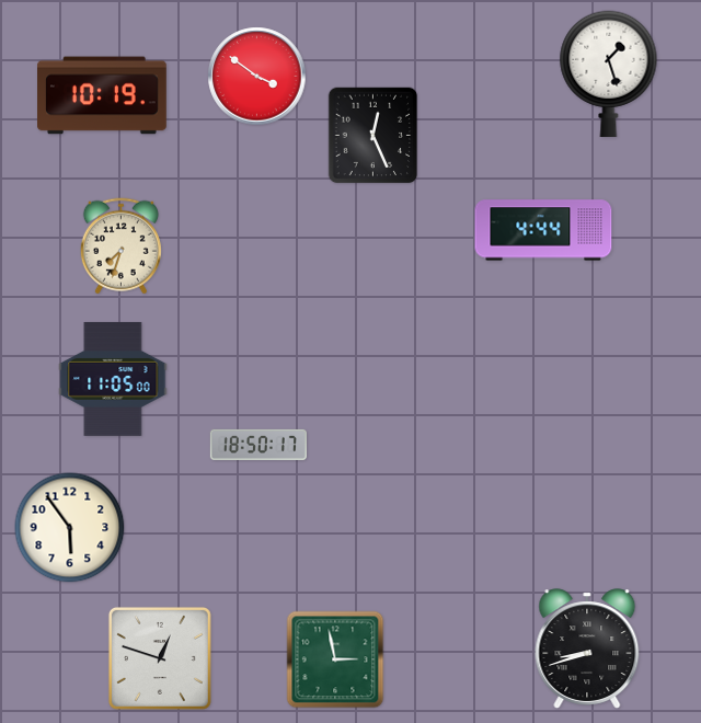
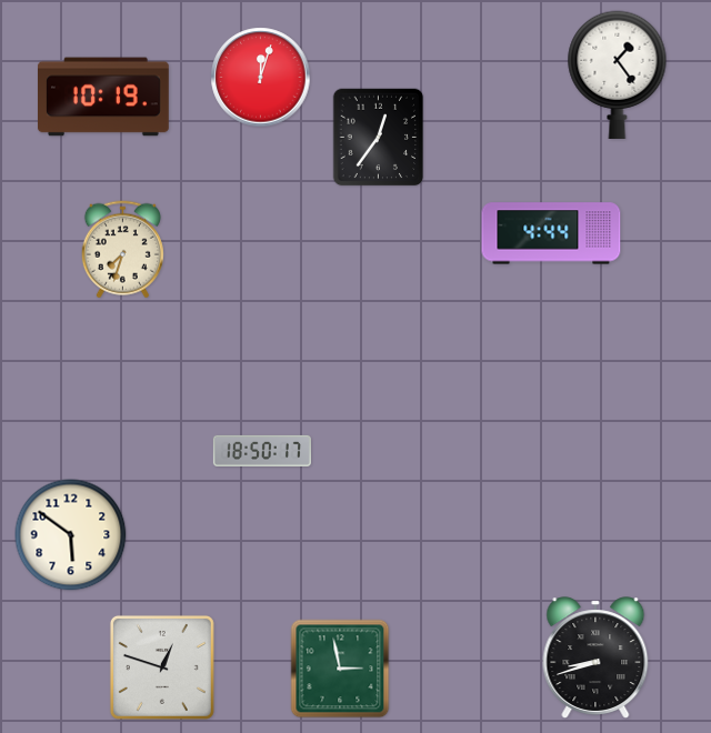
clock at (609, 73): 1:27 -> 1:24
clock at (257, 77): 3:51 -> 12:03
clock at (374, 136): 12:26 -> 12:36
clock at (113, 379): 11:05 -> none
clock at (70, 528): 5:54 -> 5:51
